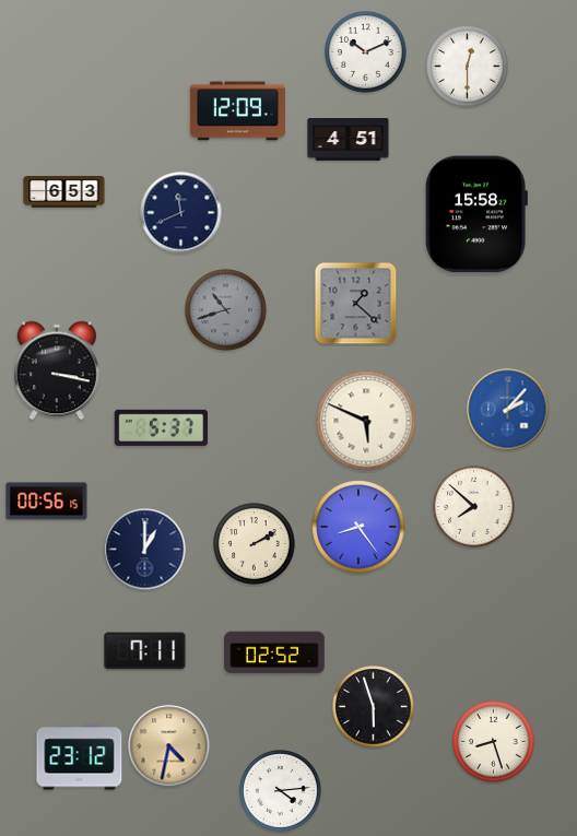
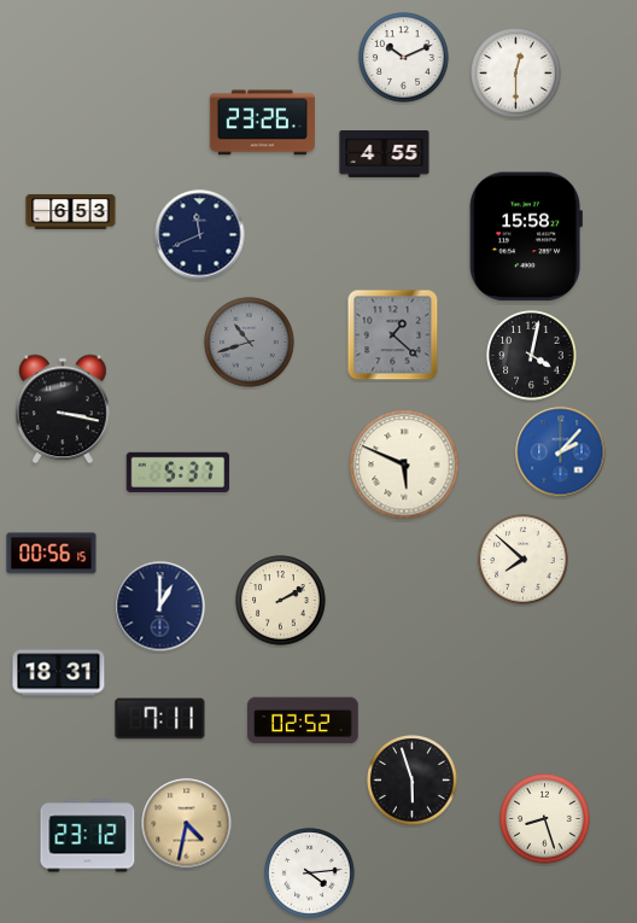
clock at (237, 111): 12:09 -> 23:26
clock at (349, 140): 4:51 -> 4:55
clock at (532, 356): none -> 4:02
clock at (358, 527): 8:24 -> none
clock at (59, 673): none -> 18:31
